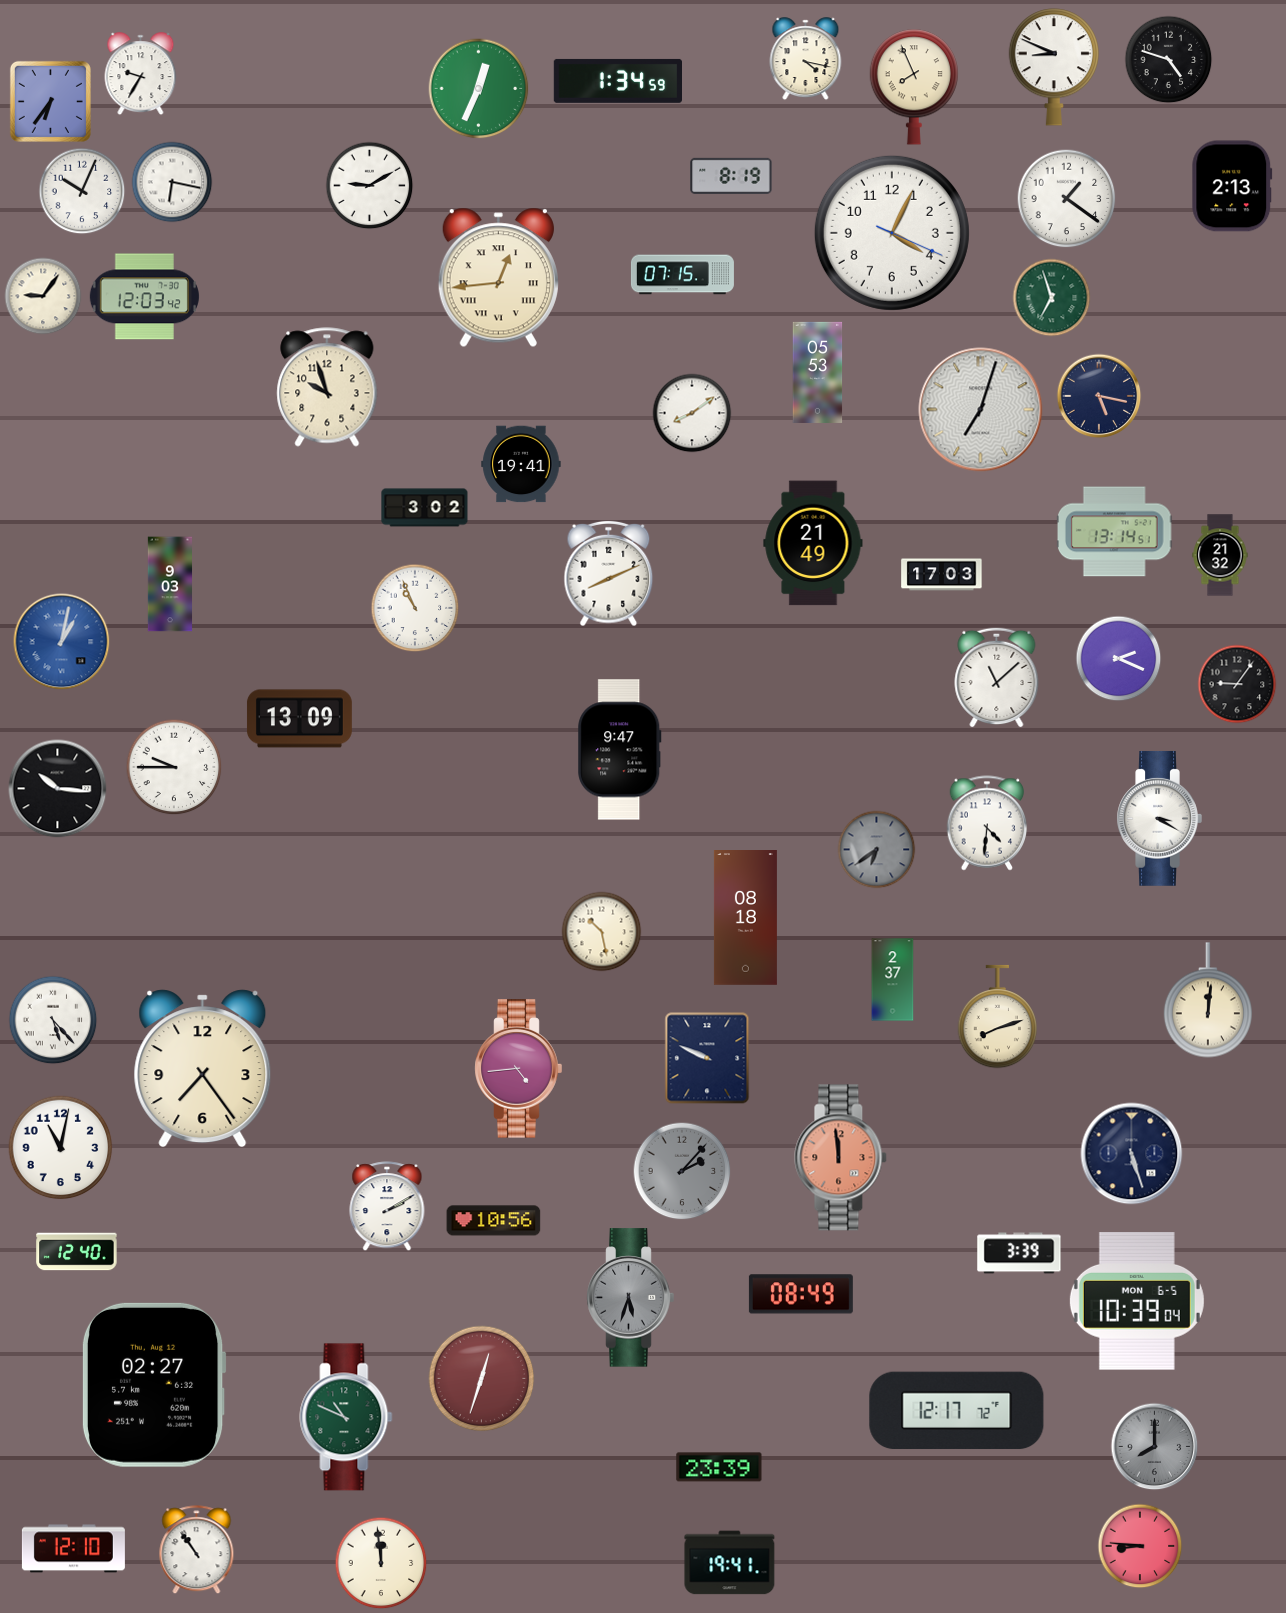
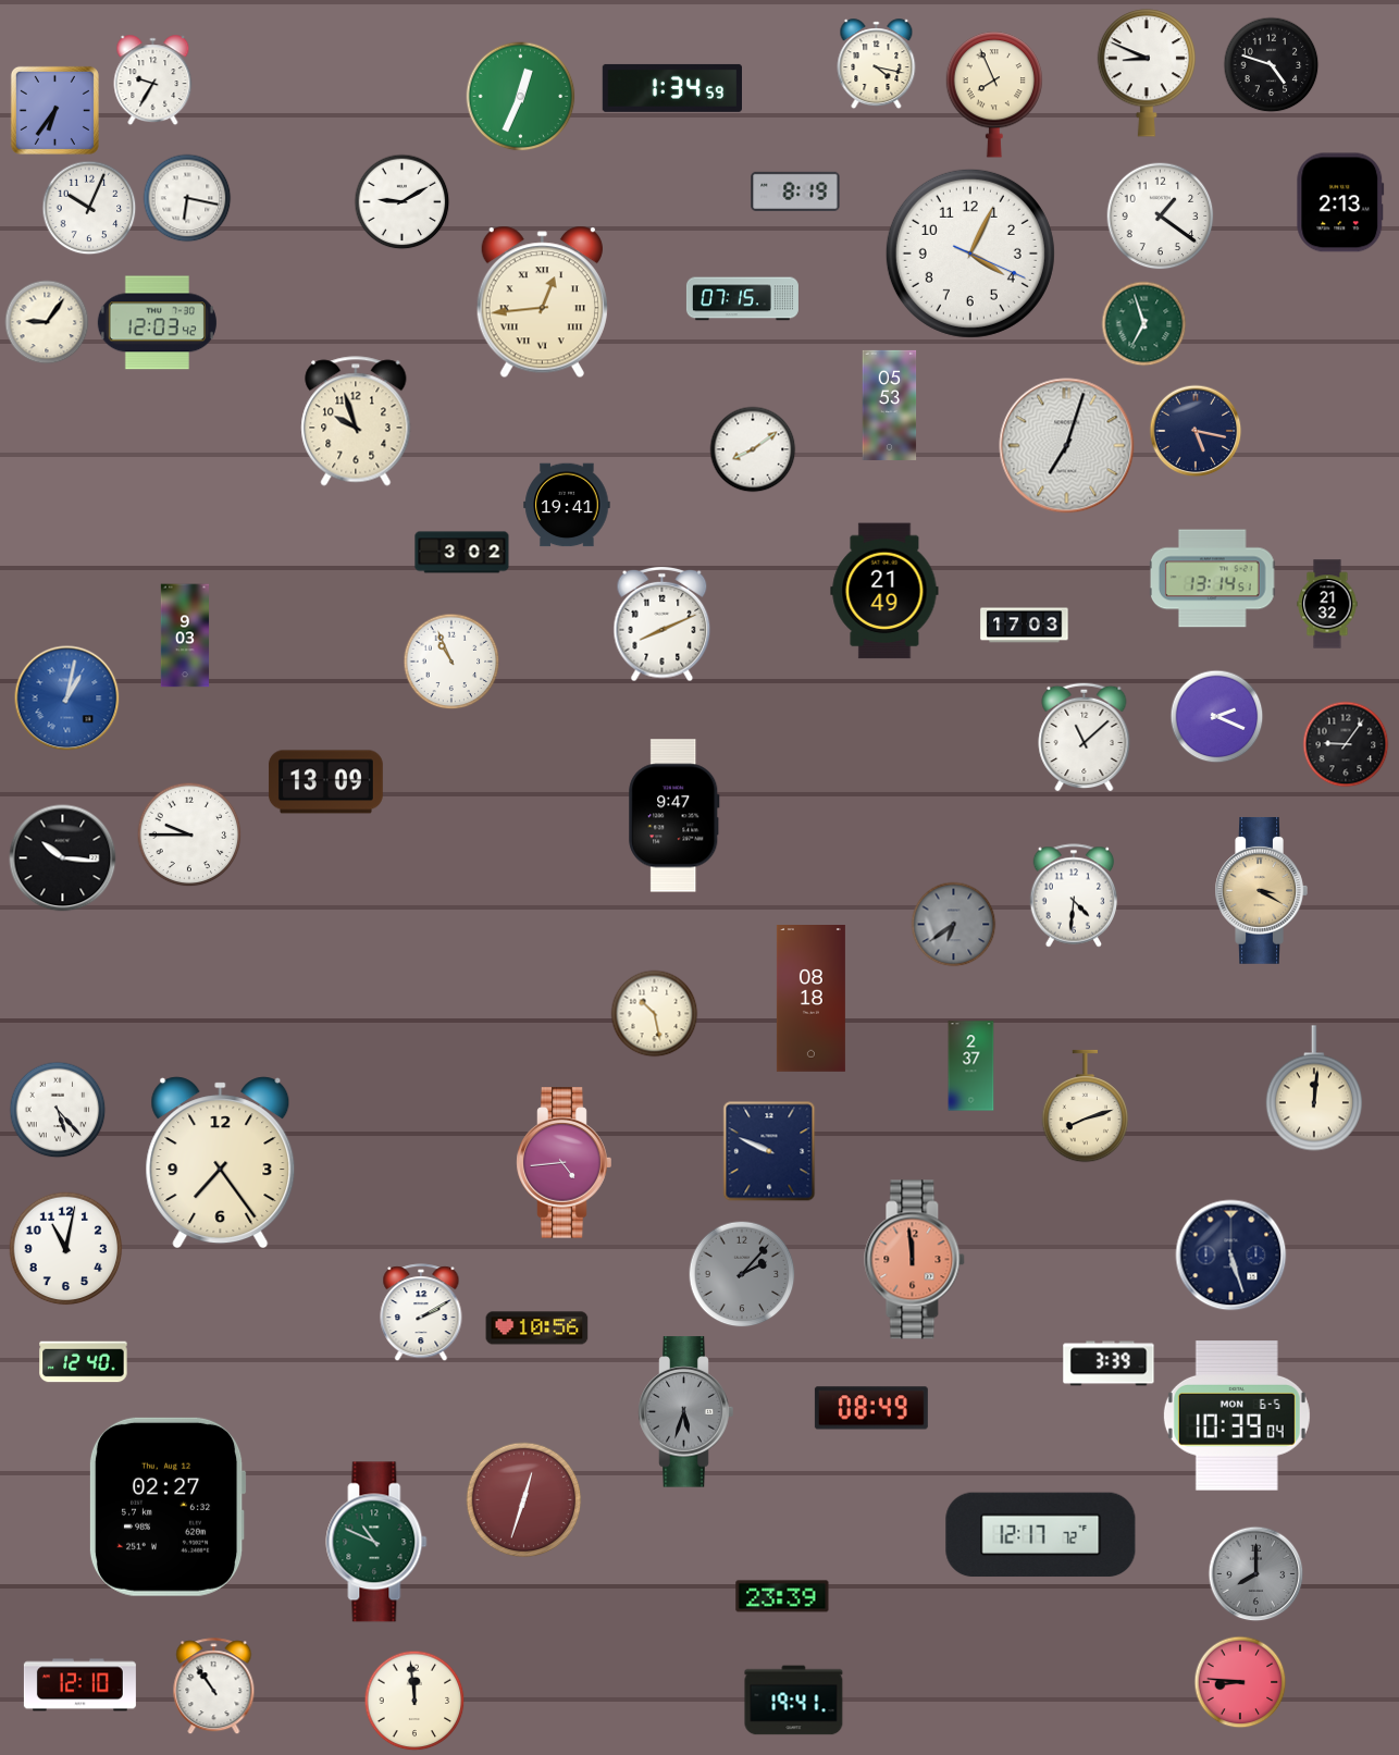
clock at (1159, 818) dial: white -> champagne
